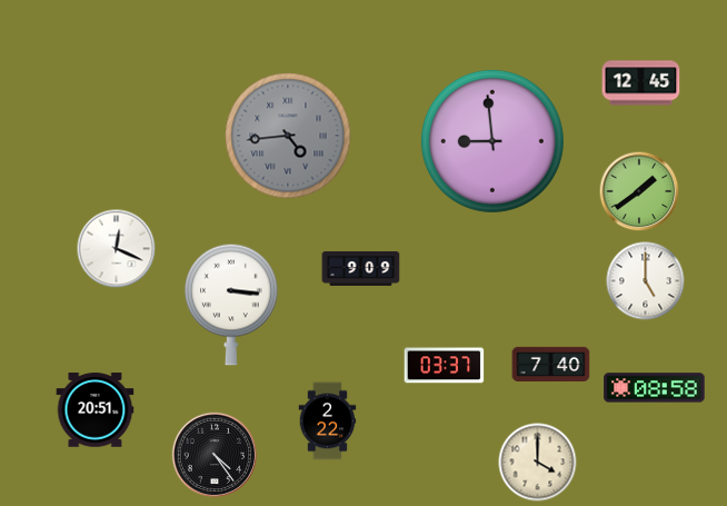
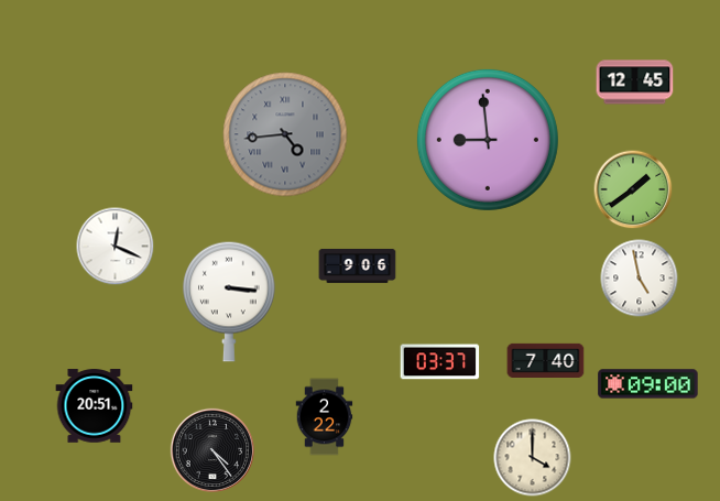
clock at (361, 268): 9:09 -> 9:06
clock at (646, 281): 5:00 -> 4:58
clock at (655, 388): 08:58 -> 09:00
